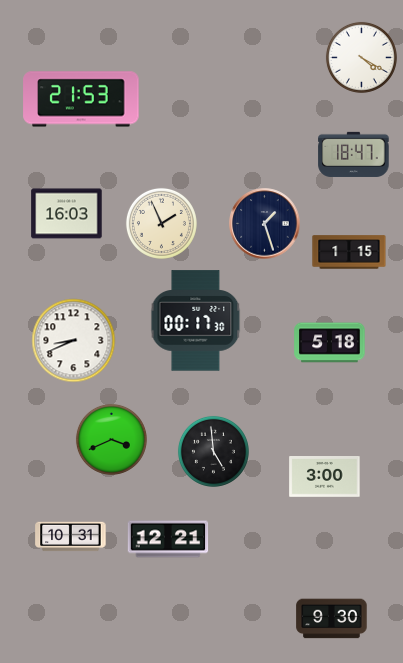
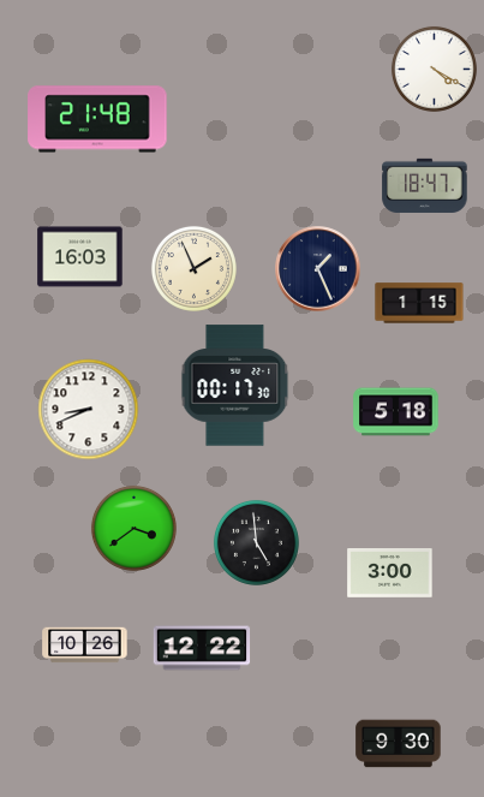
clock at (81, 99): 21:53 -> 21:48
clock at (265, 224): 1:27 -> 1:26
clock at (111, 439): 3:41 -> 3:39
clock at (71, 537): 10:31 -> 10:26
clock at (168, 539): 12:21 -> 12:22
